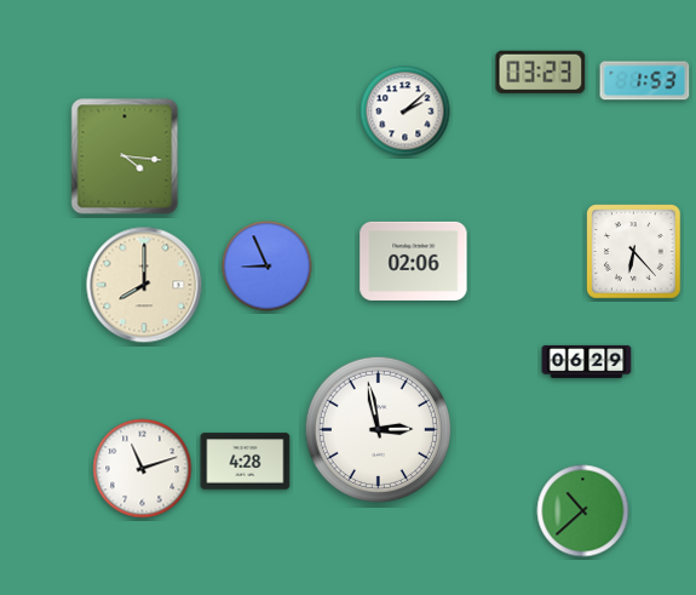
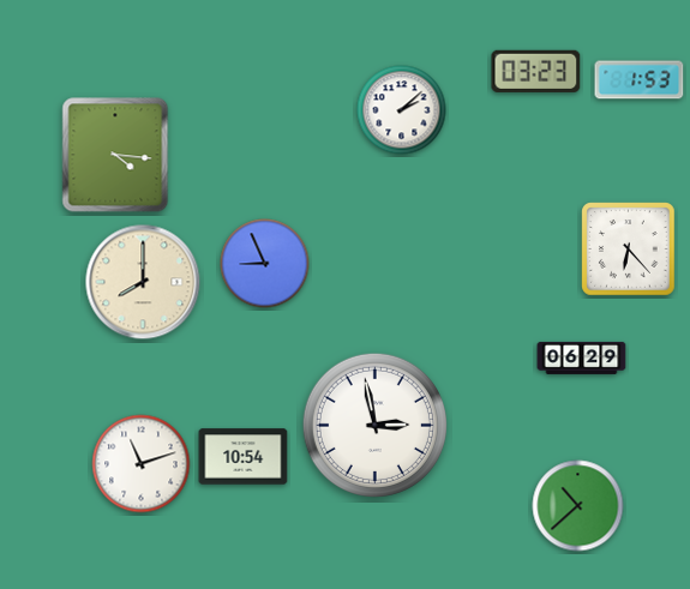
clock at (125, 156) position: (125, 156) -> (115, 155)
clock at (414, 261): 02:06 -> none
clock at (246, 462): 4:28 -> 10:54
